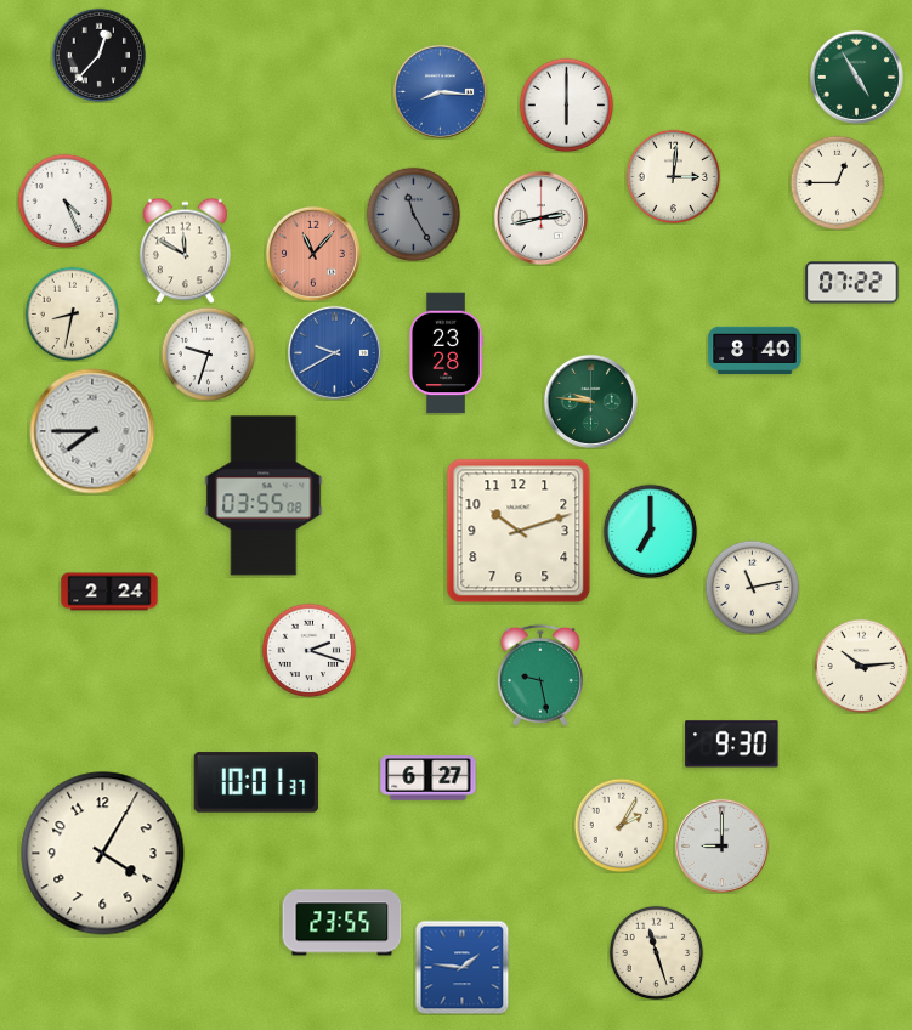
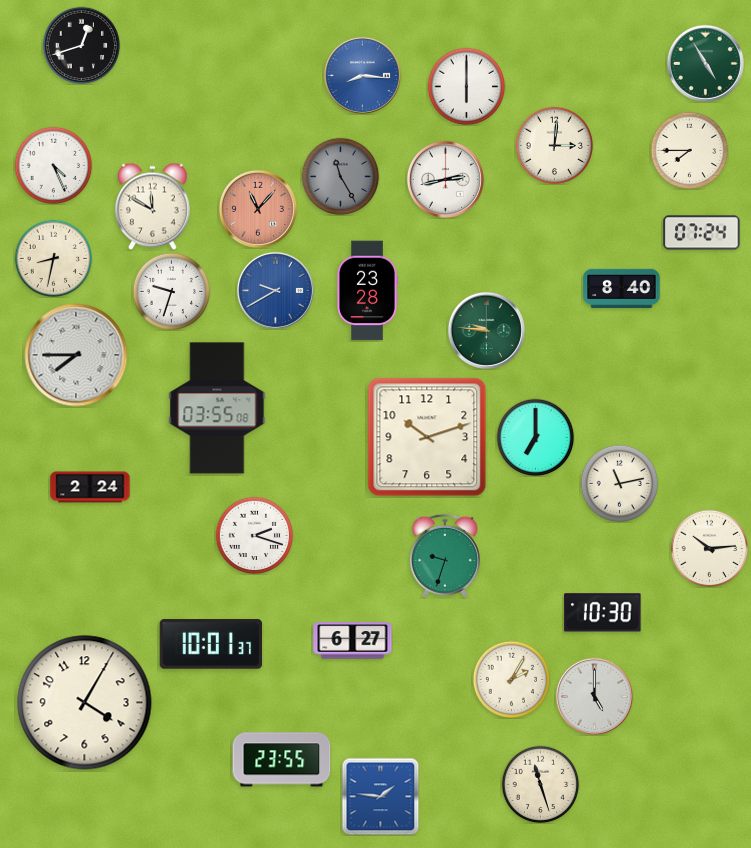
clock at (98, 55): 12:37 -> 12:42
clock at (837, 182): 12:45 -> 7:45
clock at (852, 283): 07:22 -> 07:24
clock at (72, 313) position: (72, 313) -> (53, 258)
clock at (540, 675): 9:28 -> 9:33
clock at (732, 745): 9:30 -> 10:30
clock at (721, 845): 9:00 -> 5:00
